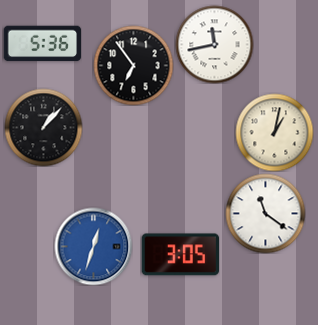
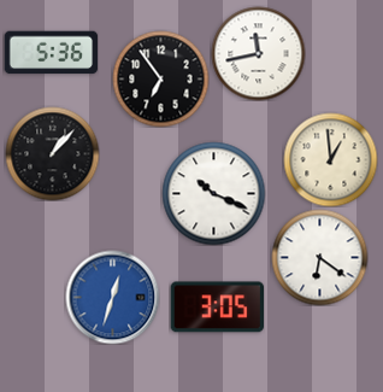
clock at (274, 132): 1:02 -> 12:59
clock at (213, 193): none -> 10:19
clock at (265, 213): 11:21 -> 6:21
